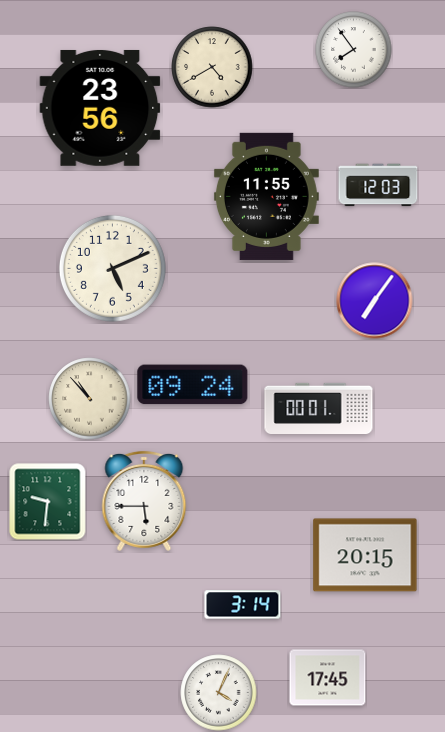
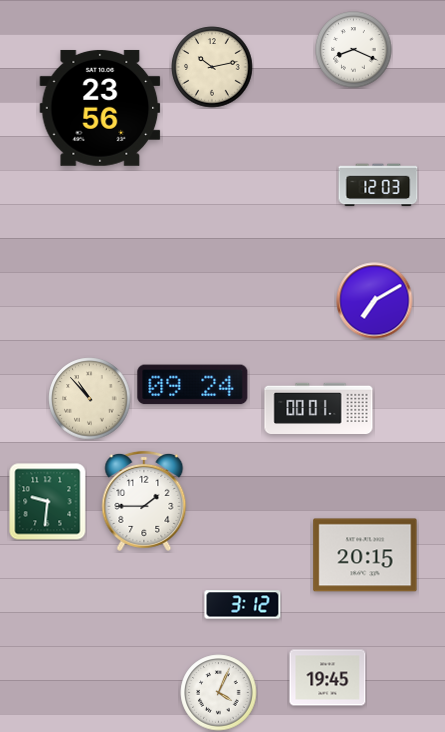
clock at (354, 50): 7:54 -> 8:19
clock at (212, 67): 4:40 -> 10:13
clock at (266, 196): 11:55 -> none
clock at (112, 268): 5:11 -> none
clock at (375, 301): 7:06 -> 7:10
clock at (144, 501): 5:45 -> 1:45
clock at (243, 605): 3:14 -> 3:12
clock at (328, 678): 17:45 -> 19:45
